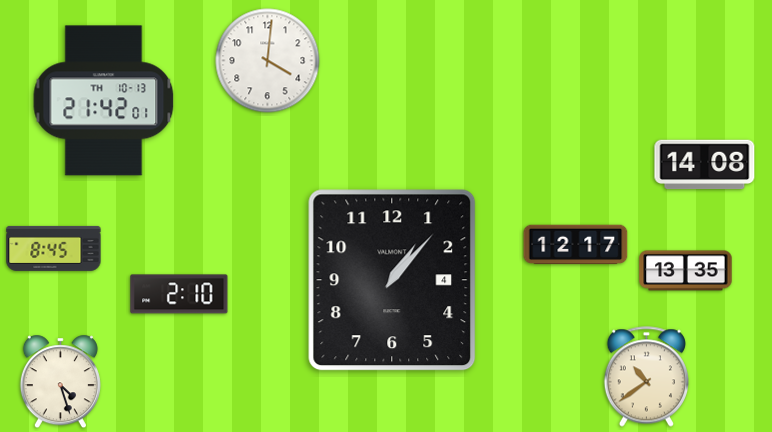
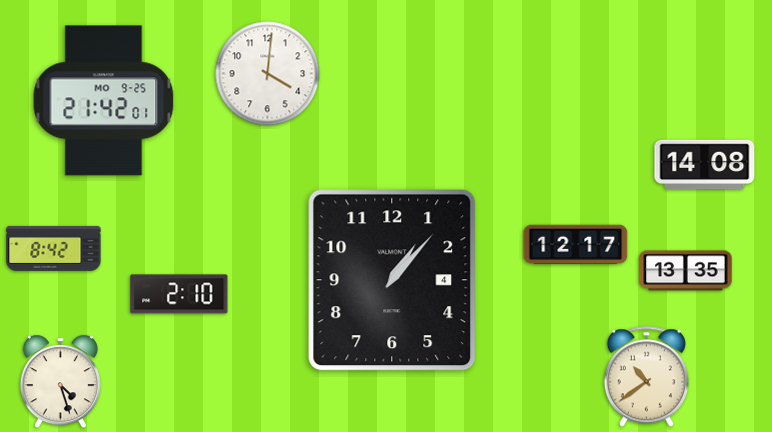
clock at (268, 61) position: (268, 61) -> (268, 74)
clock at (104, 101) date: TH 10-13 -> MO 9-25
clock at (54, 248): 8:45 -> 8:42
